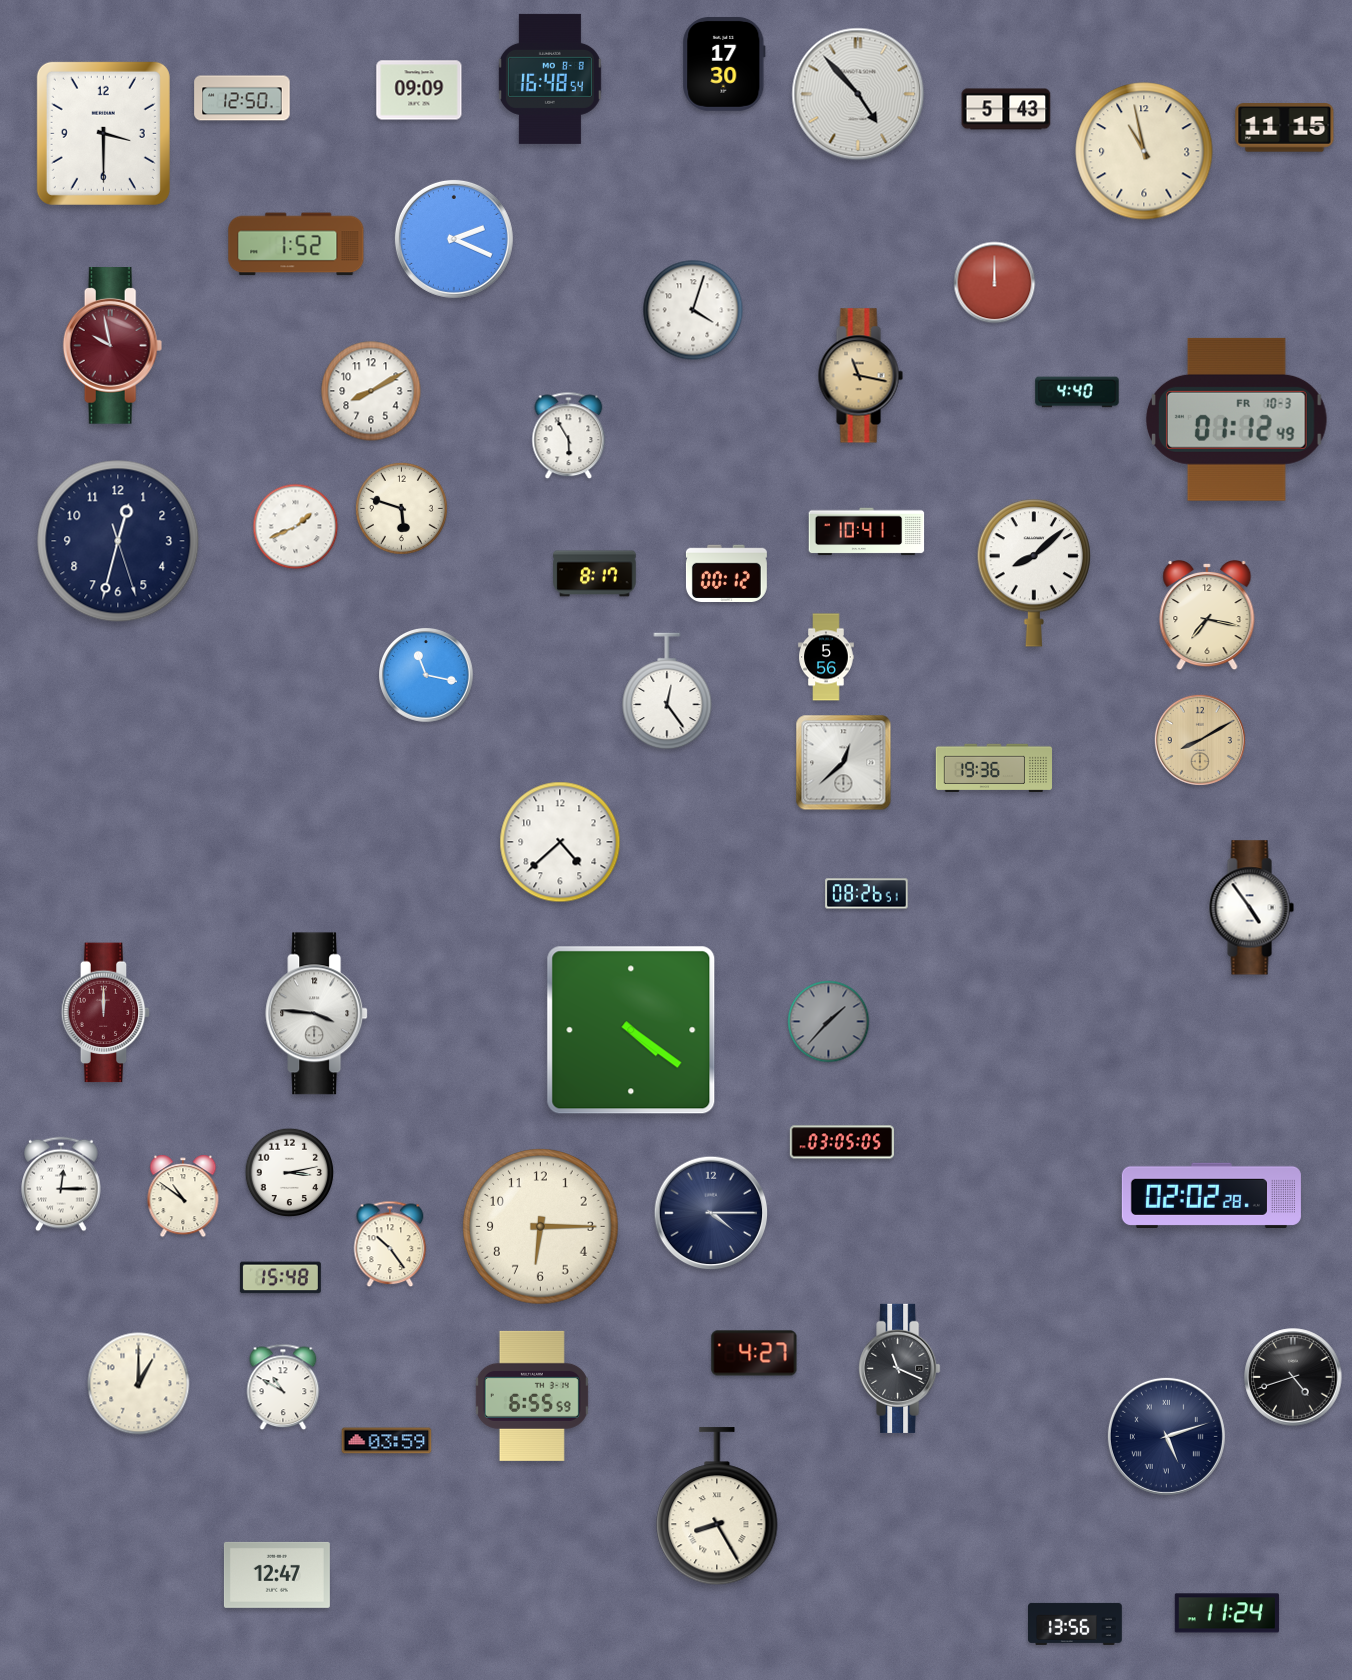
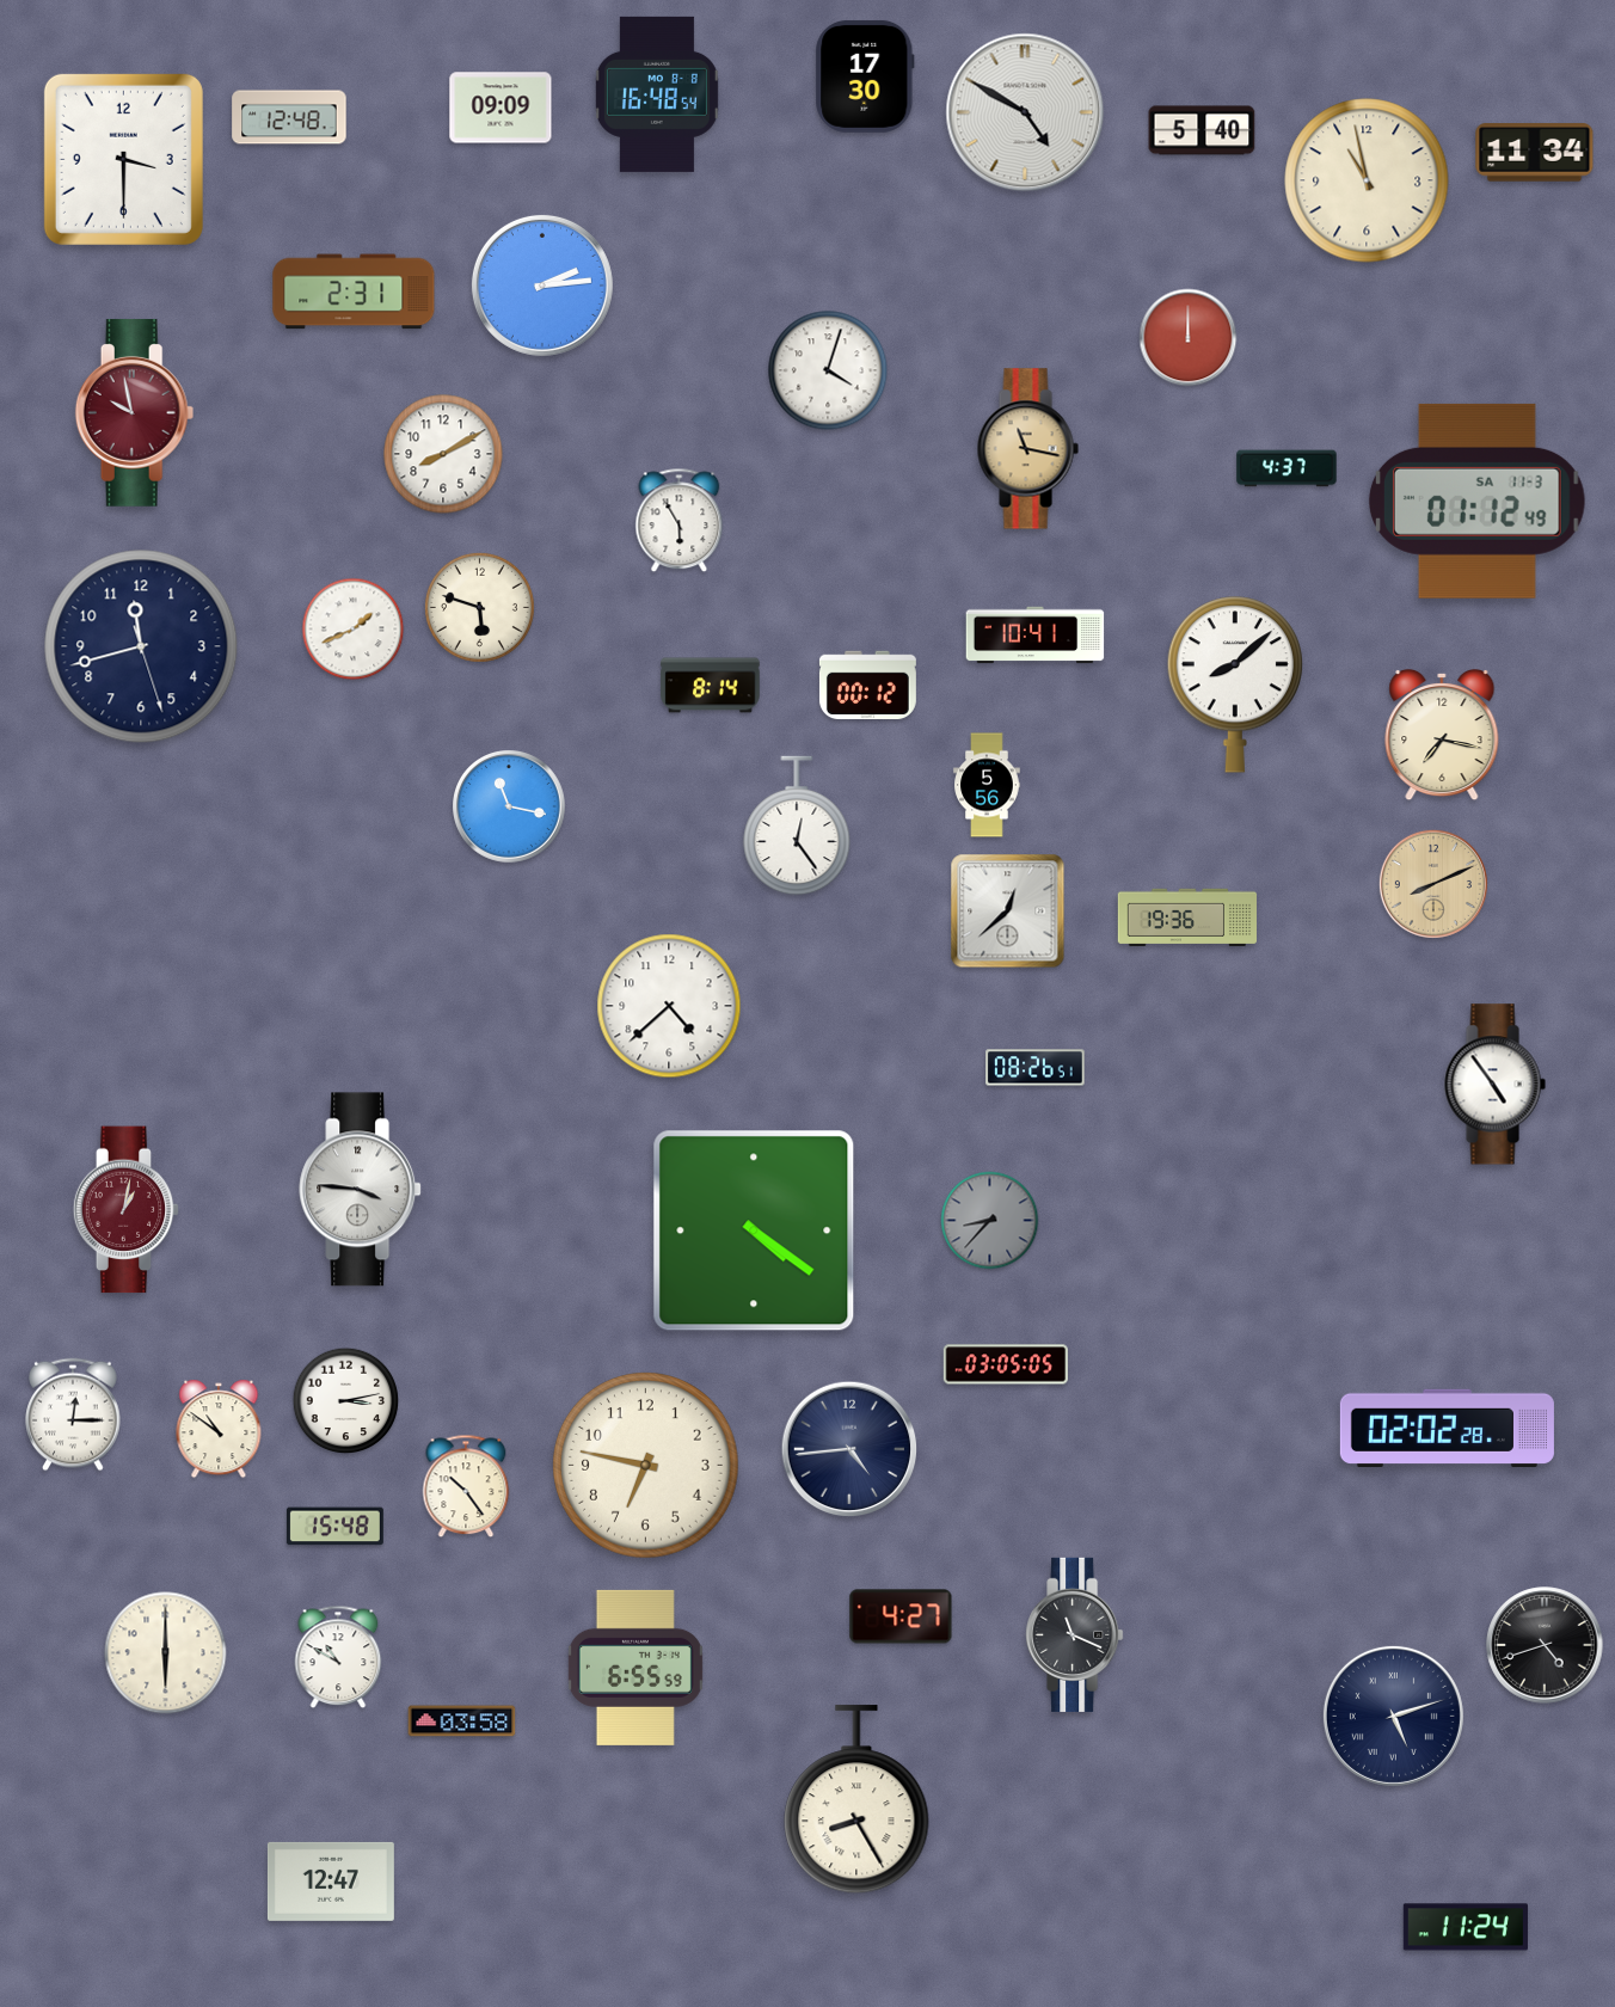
clock at (858, 94): 4:53 -> 4:50
clock at (242, 98): 12:50 -> 12:48
clock at (1006, 109): 5:43 -> 5:40
clock at (1285, 128): 11:15 -> 11:34
clock at (454, 239): 2:19 -> 2:14
clock at (296, 244): 1:52 -> 2:31
clock at (371, 391) position: (371, 391) -> (443, 454)
clock at (1077, 392): 4:40 -> 4:37
clock at (1237, 419) date: FR 10-3 -> SA 11-3
clock at (118, 541): 12:32 -> 11:42
clock at (595, 574): 8:17 -> 8:14
clock at (1200, 740): 8:10 -> 8:11
clock at (106, 1013): 12:00 -> 1:02
clock at (317, 1014) position: (317, 1014) -> (361, 1190)
clock at (829, 1022): 1:37 -> 8:37
clock at (711, 1213): 4:15 -> 4:44
clock at (541, 1227): 6:15 -> 6:47
clock at (139, 1384): 1:00 -> 6:00
clock at (387, 1441): 03:59 -> 03:58
clock at (1076, 1624): 13:56 -> none
